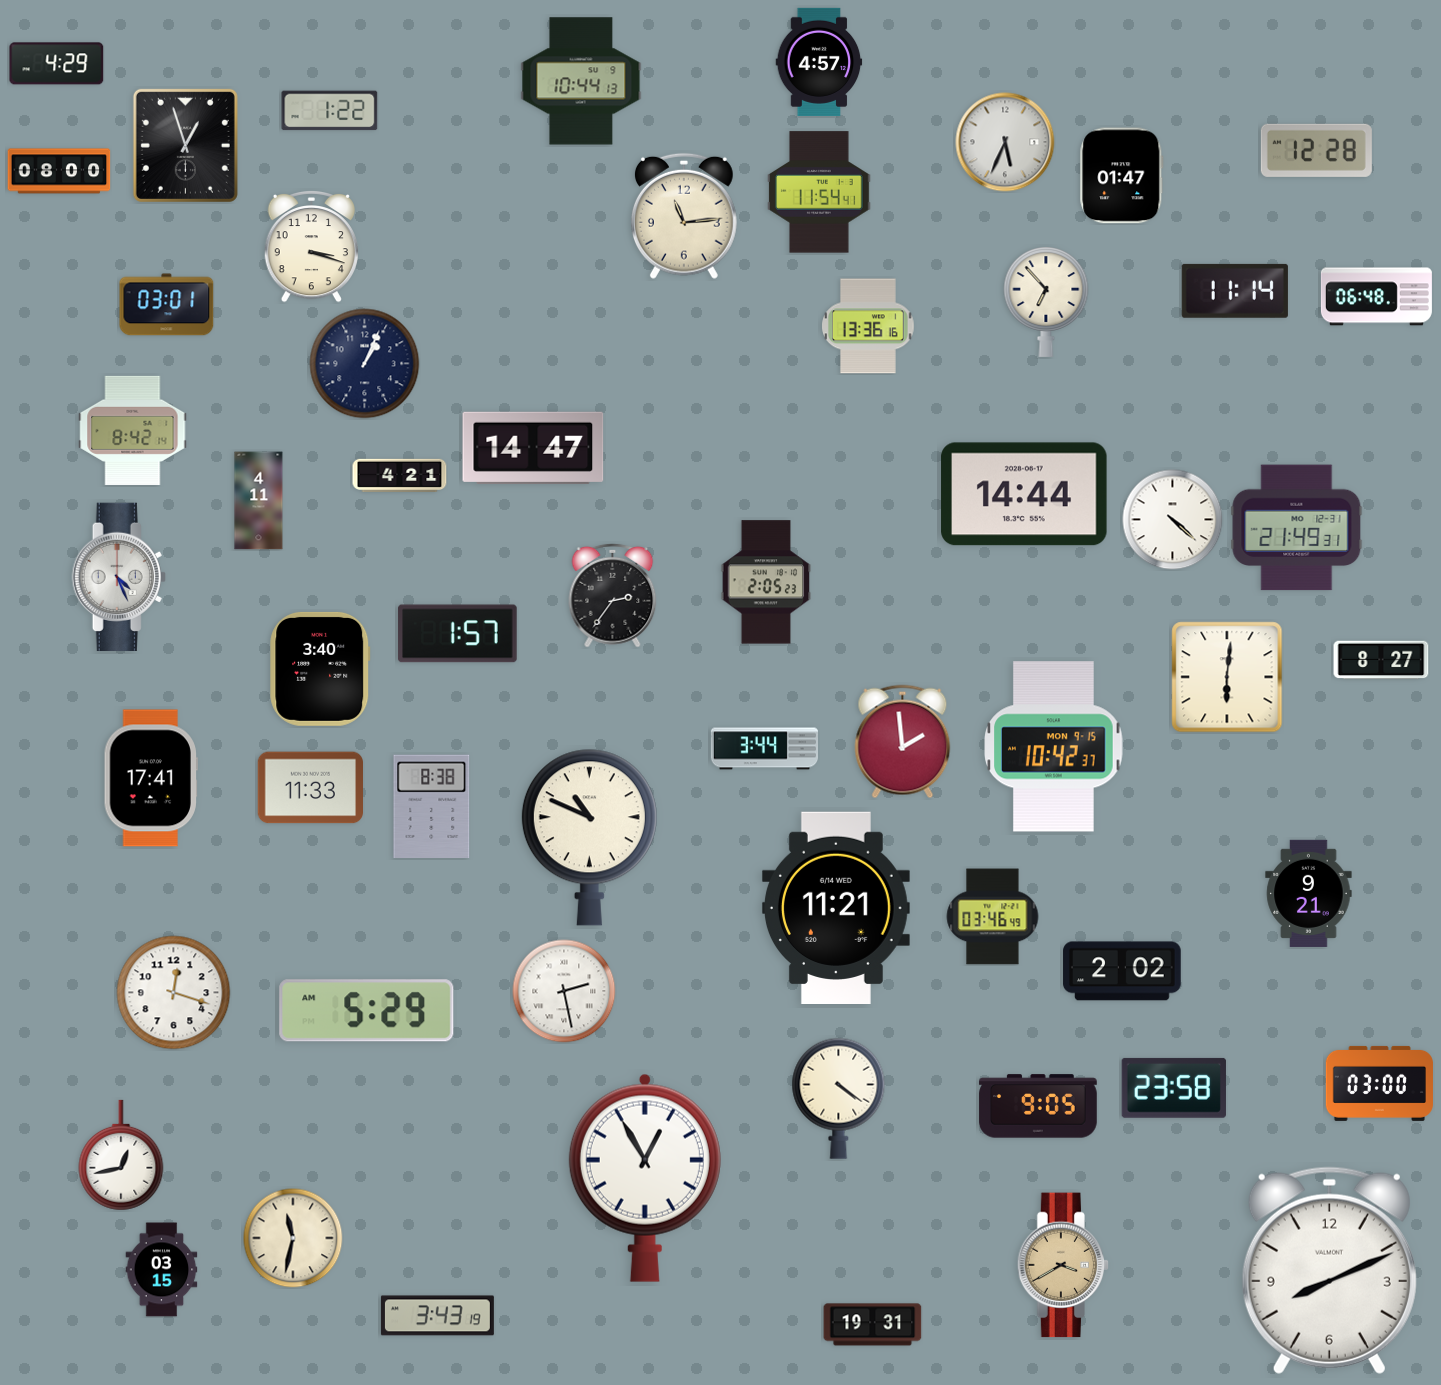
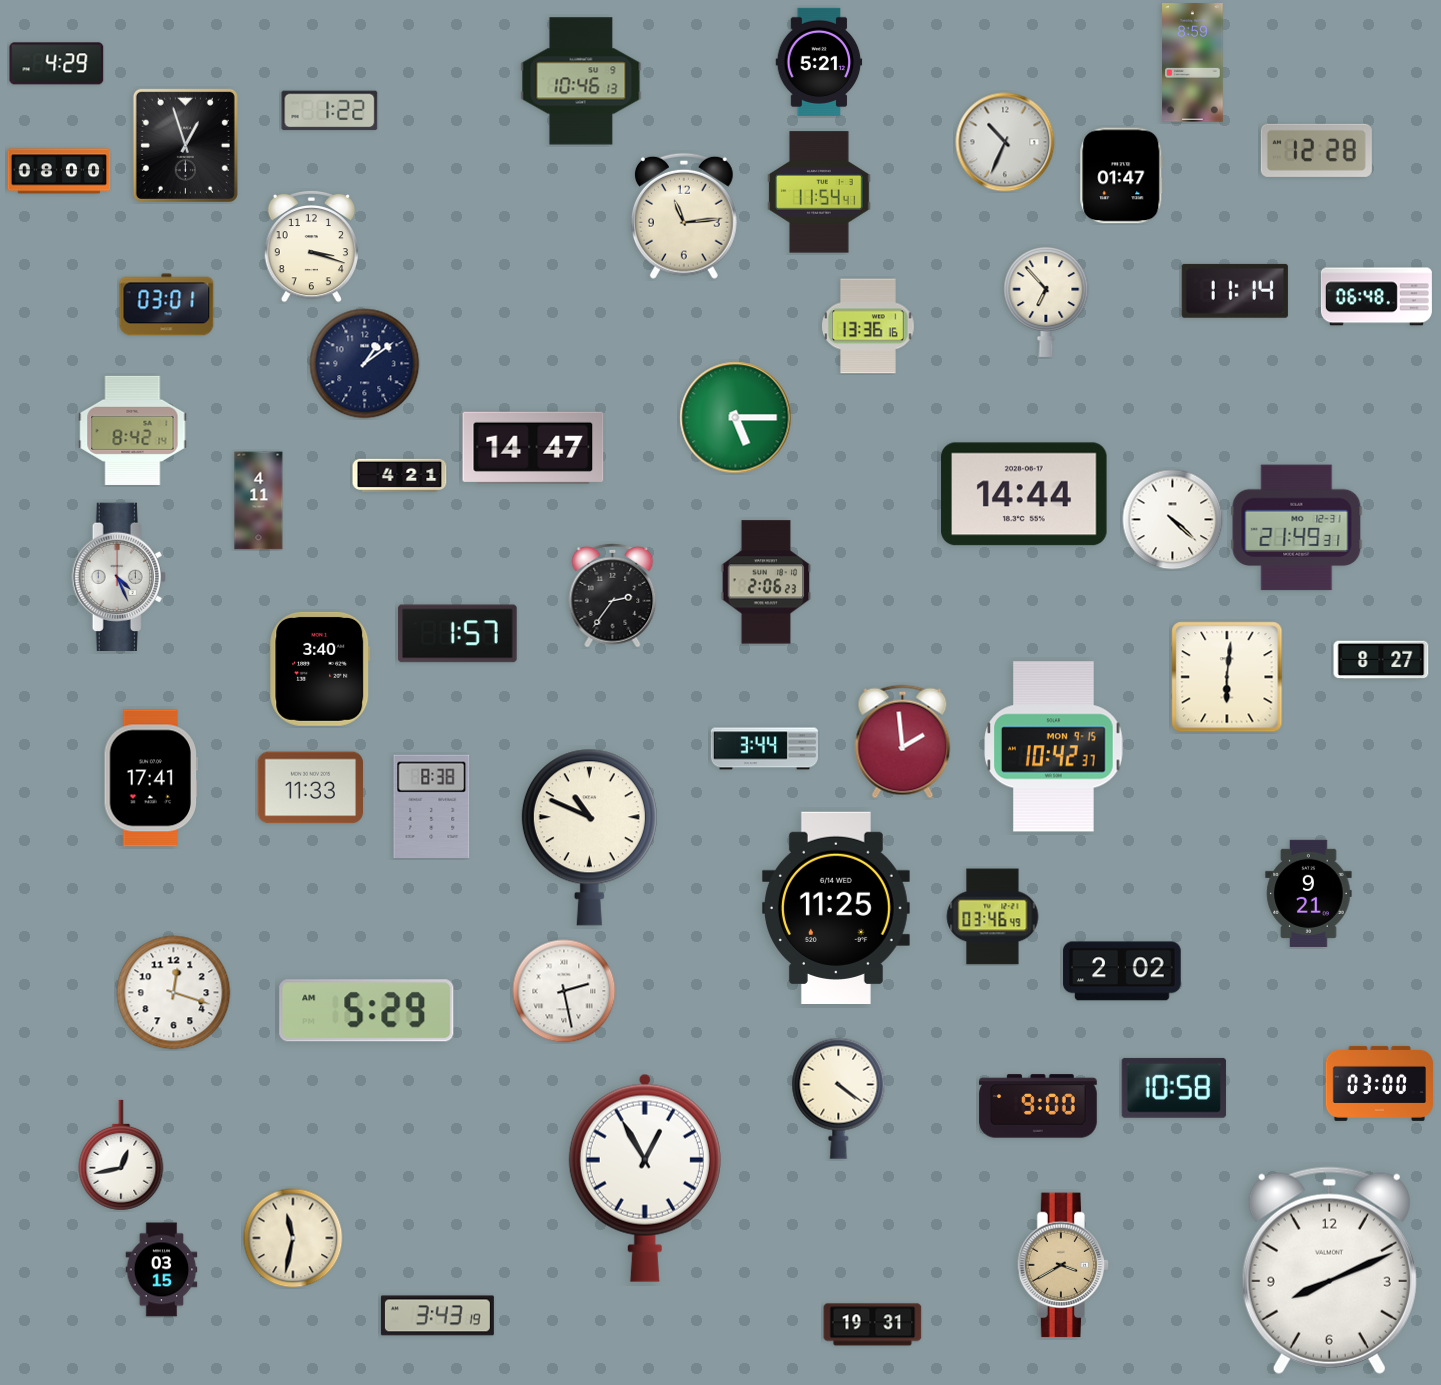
clock at (819, 62): 4:57 -> 5:21
clock at (1193, 63): none -> 8:59
clock at (581, 81): 10:44 -> 10:46
clock at (1005, 142): 5:34 -> 10:34
clock at (365, 364): 1:04 -> 1:09
clock at (736, 418): none -> 5:15
clock at (766, 582): 2:05 -> 2:06
clock at (836, 907): 11:21 -> 11:25
clock at (1174, 1088): 23:58 -> 10:58
clock at (1038, 1106): 9:05 -> 9:00
